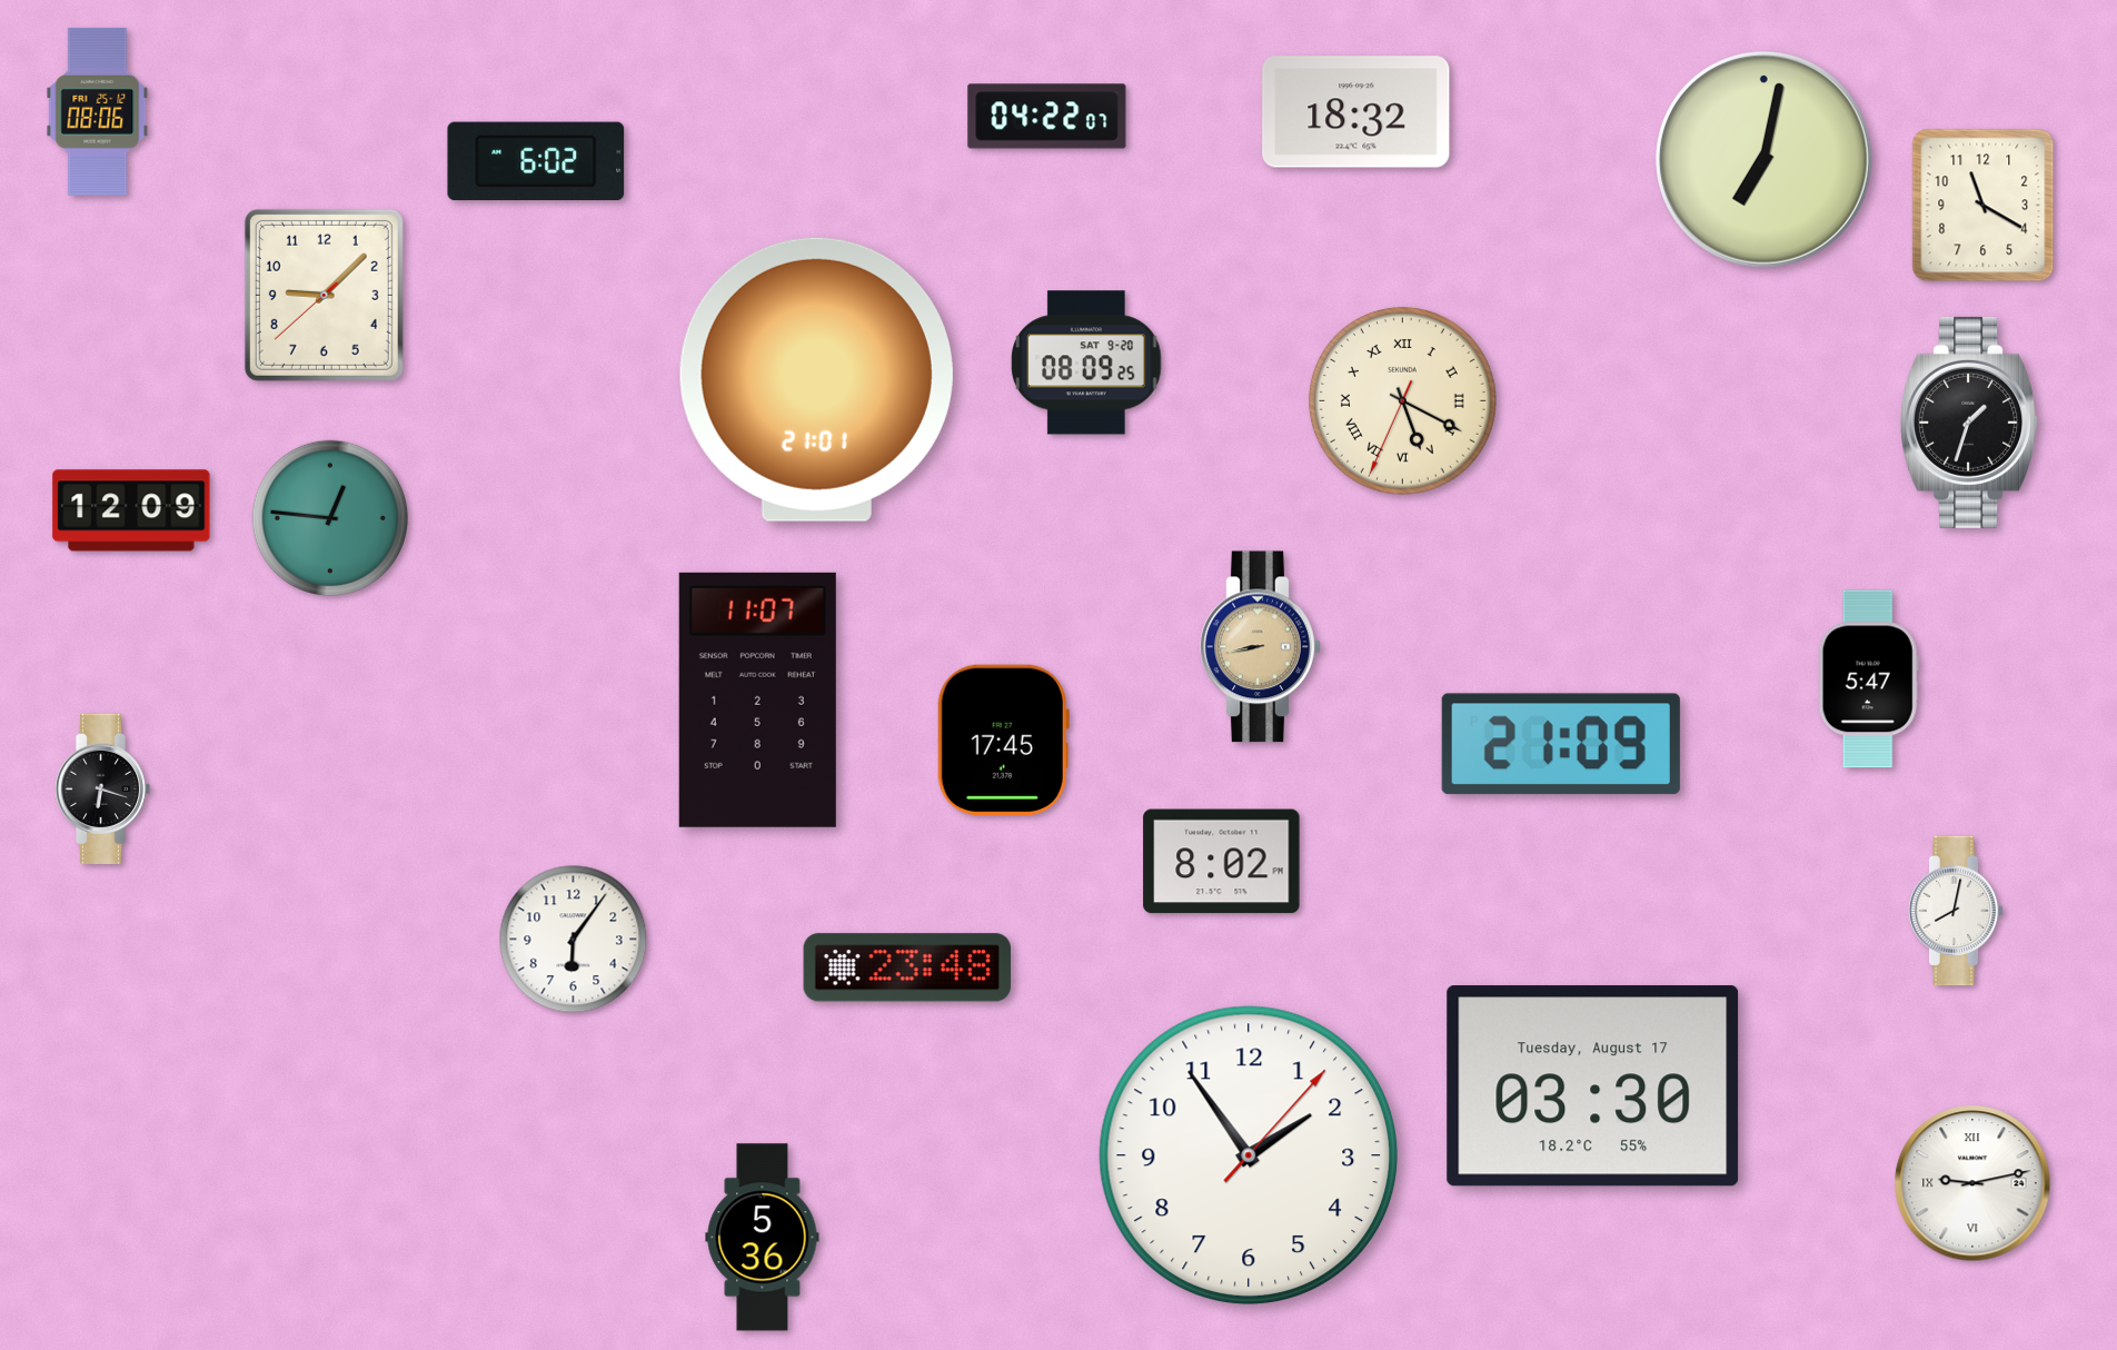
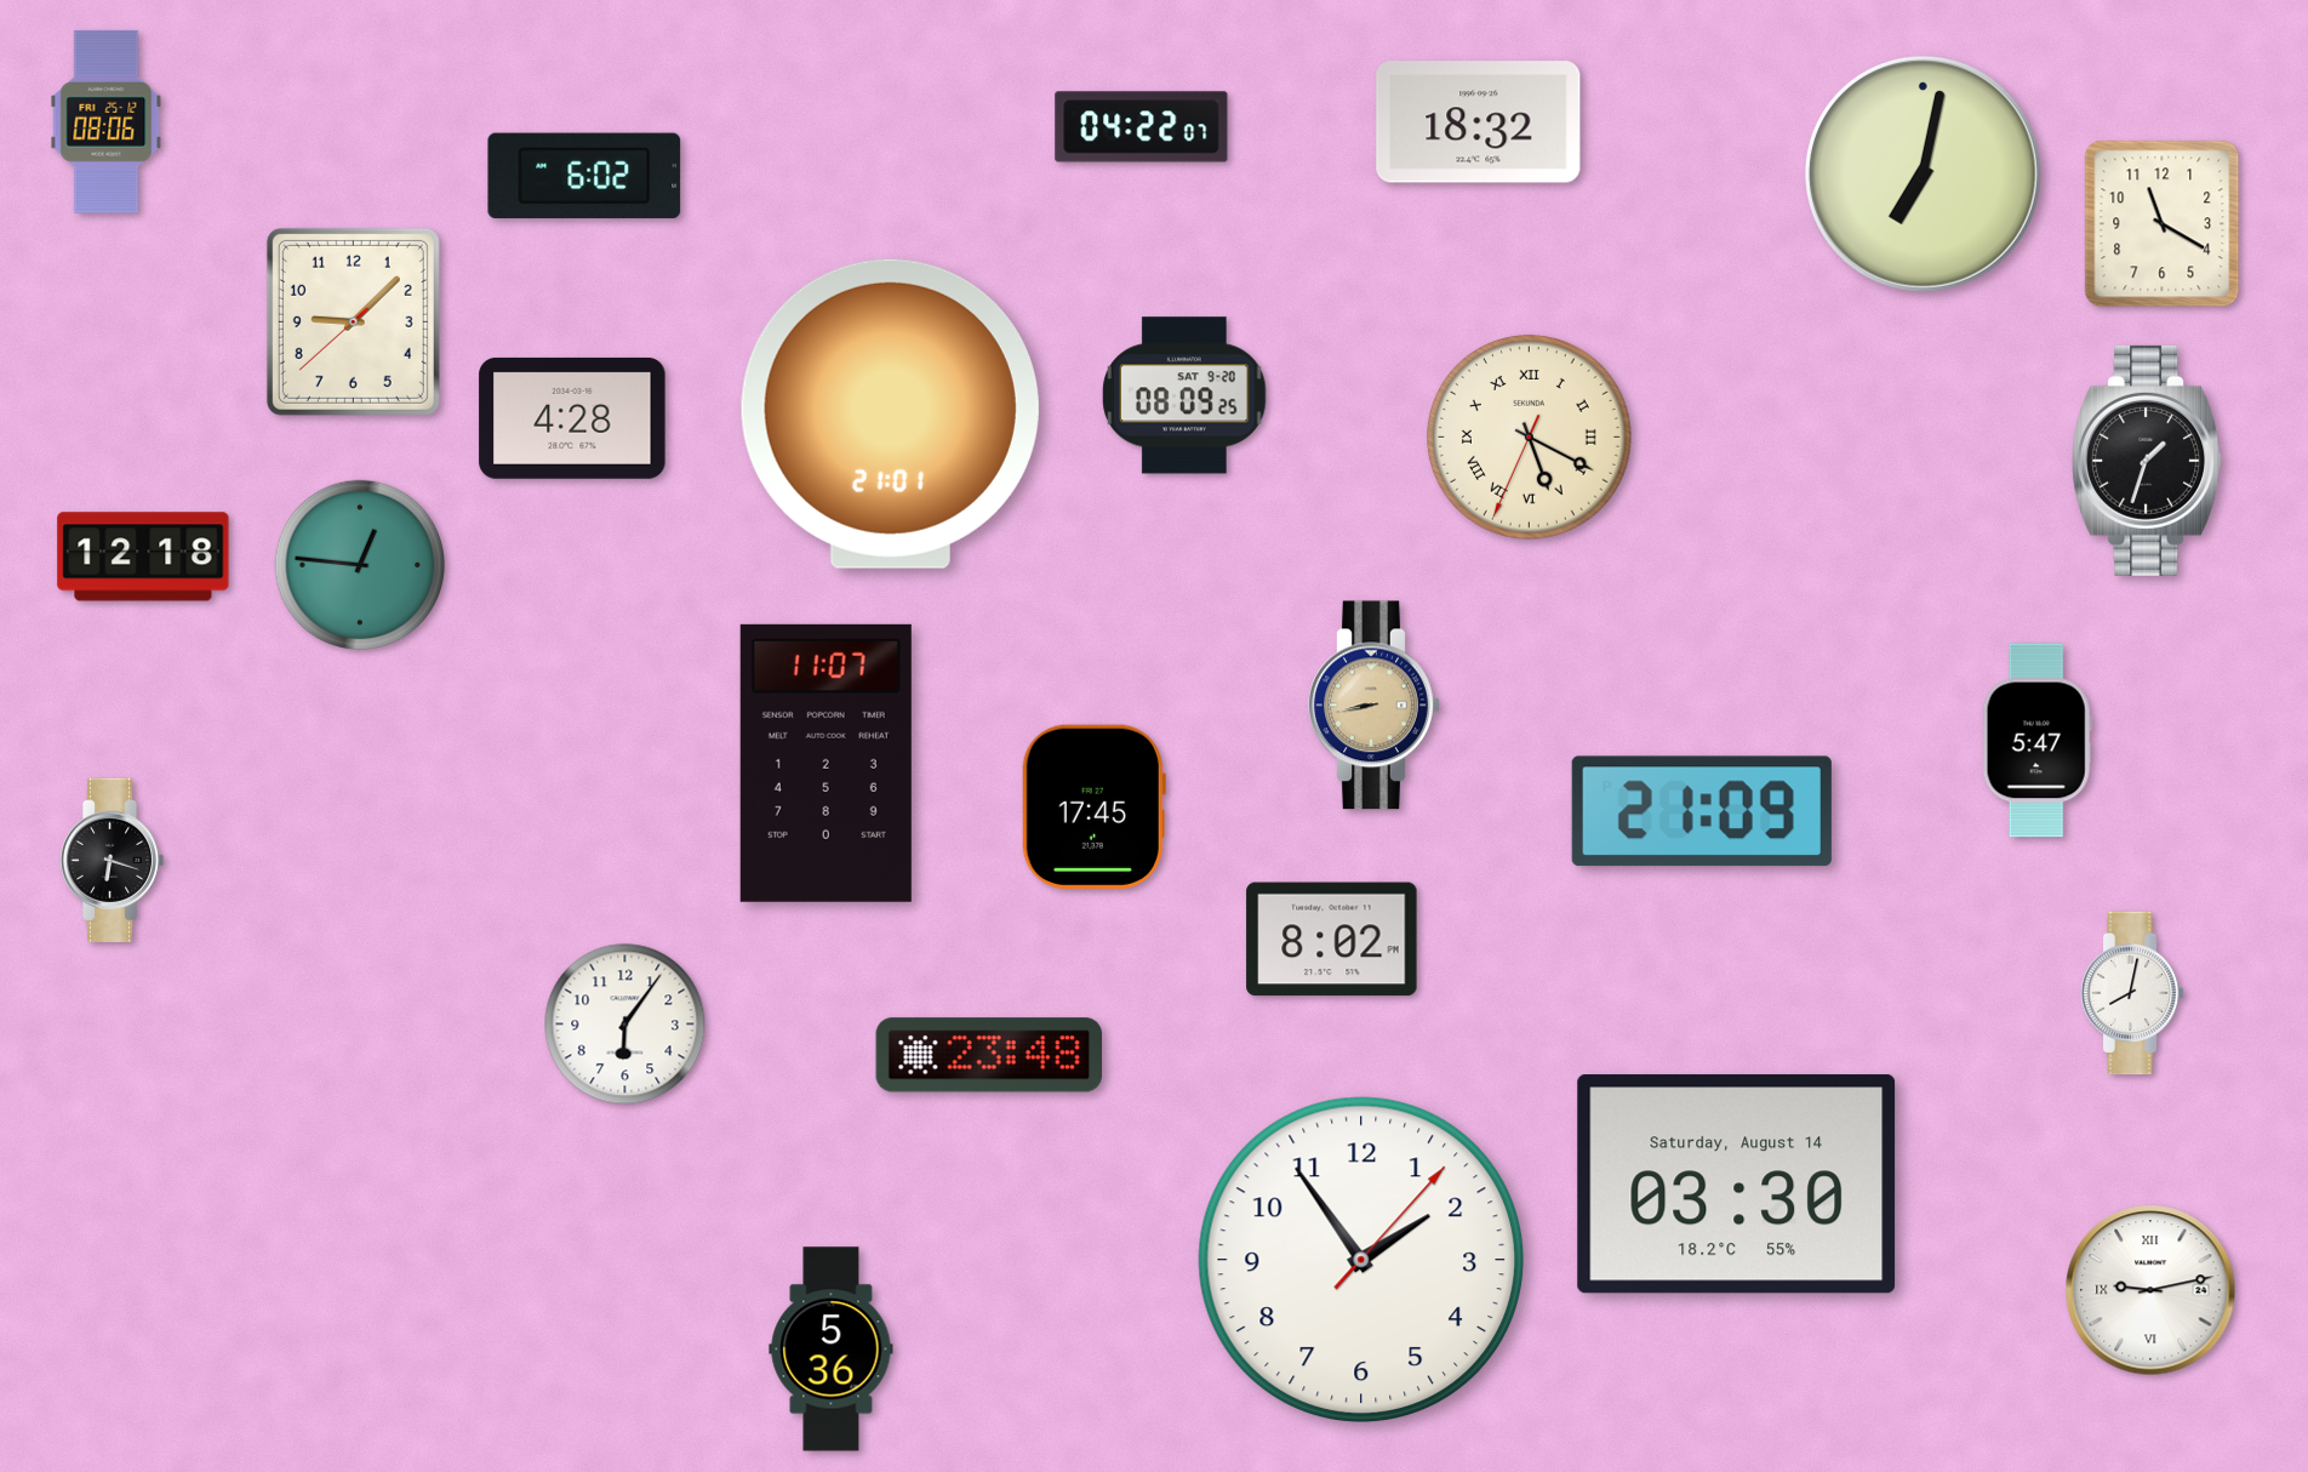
clock at (572, 418): none -> 4:28
clock at (131, 510): 12:09 -> 12:18
clock at (1593, 1086) date: Tuesday, August 17 -> Saturday, August 14
